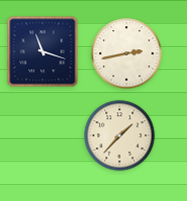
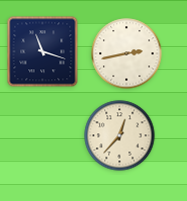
clock at (120, 136): 1:37 -> 12:37
